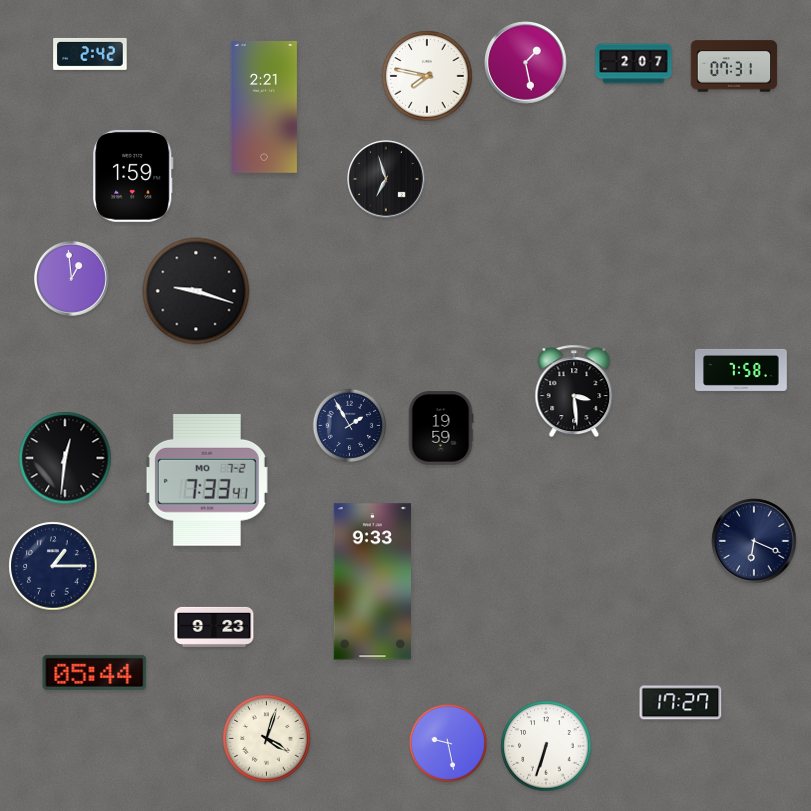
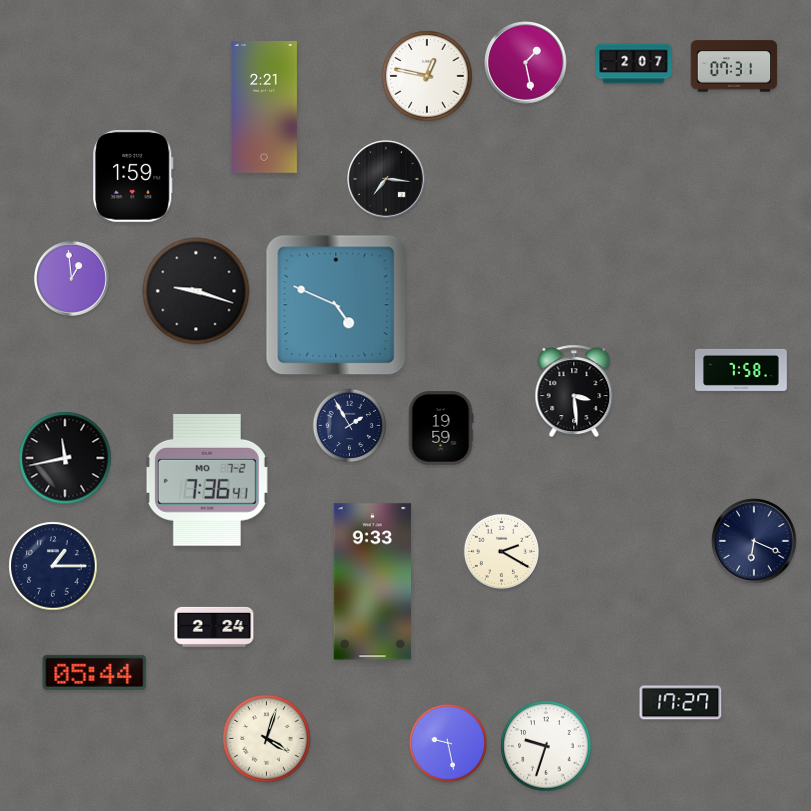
clock at (90, 54): 2:42 -> none
clock at (427, 76): 7:47 -> 12:47
clock at (386, 179): 6:57 -> 7:16
clock at (336, 305): none -> 4:49
clock at (65, 458): 12:31 -> 11:43
clock at (207, 480): 7:33 -> 7:36
clock at (501, 551): none -> 2:20
clock at (214, 627): 9:23 -> 2:24
clock at (546, 746): 6:33 -> 9:33
